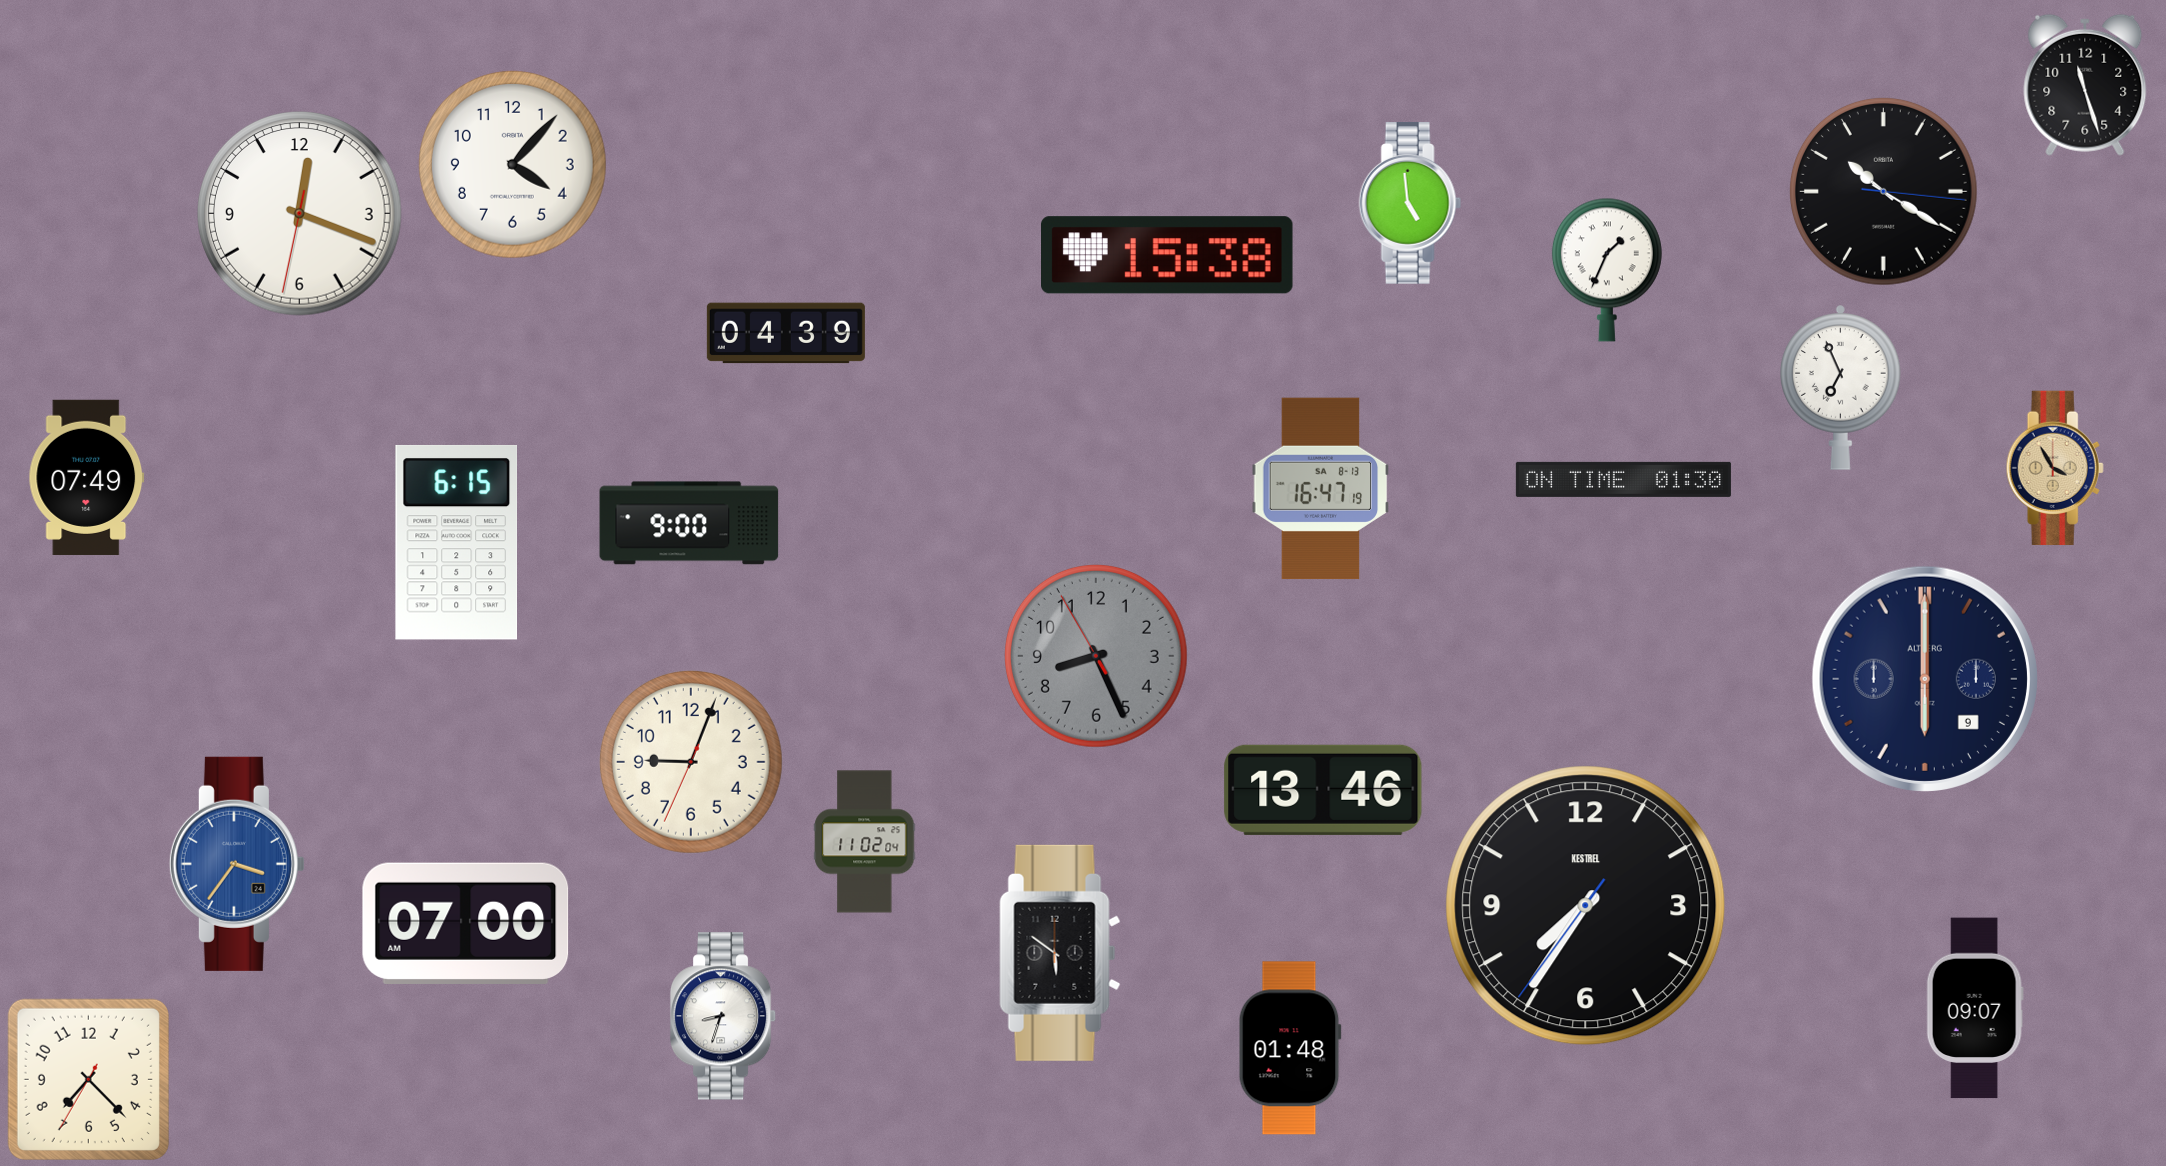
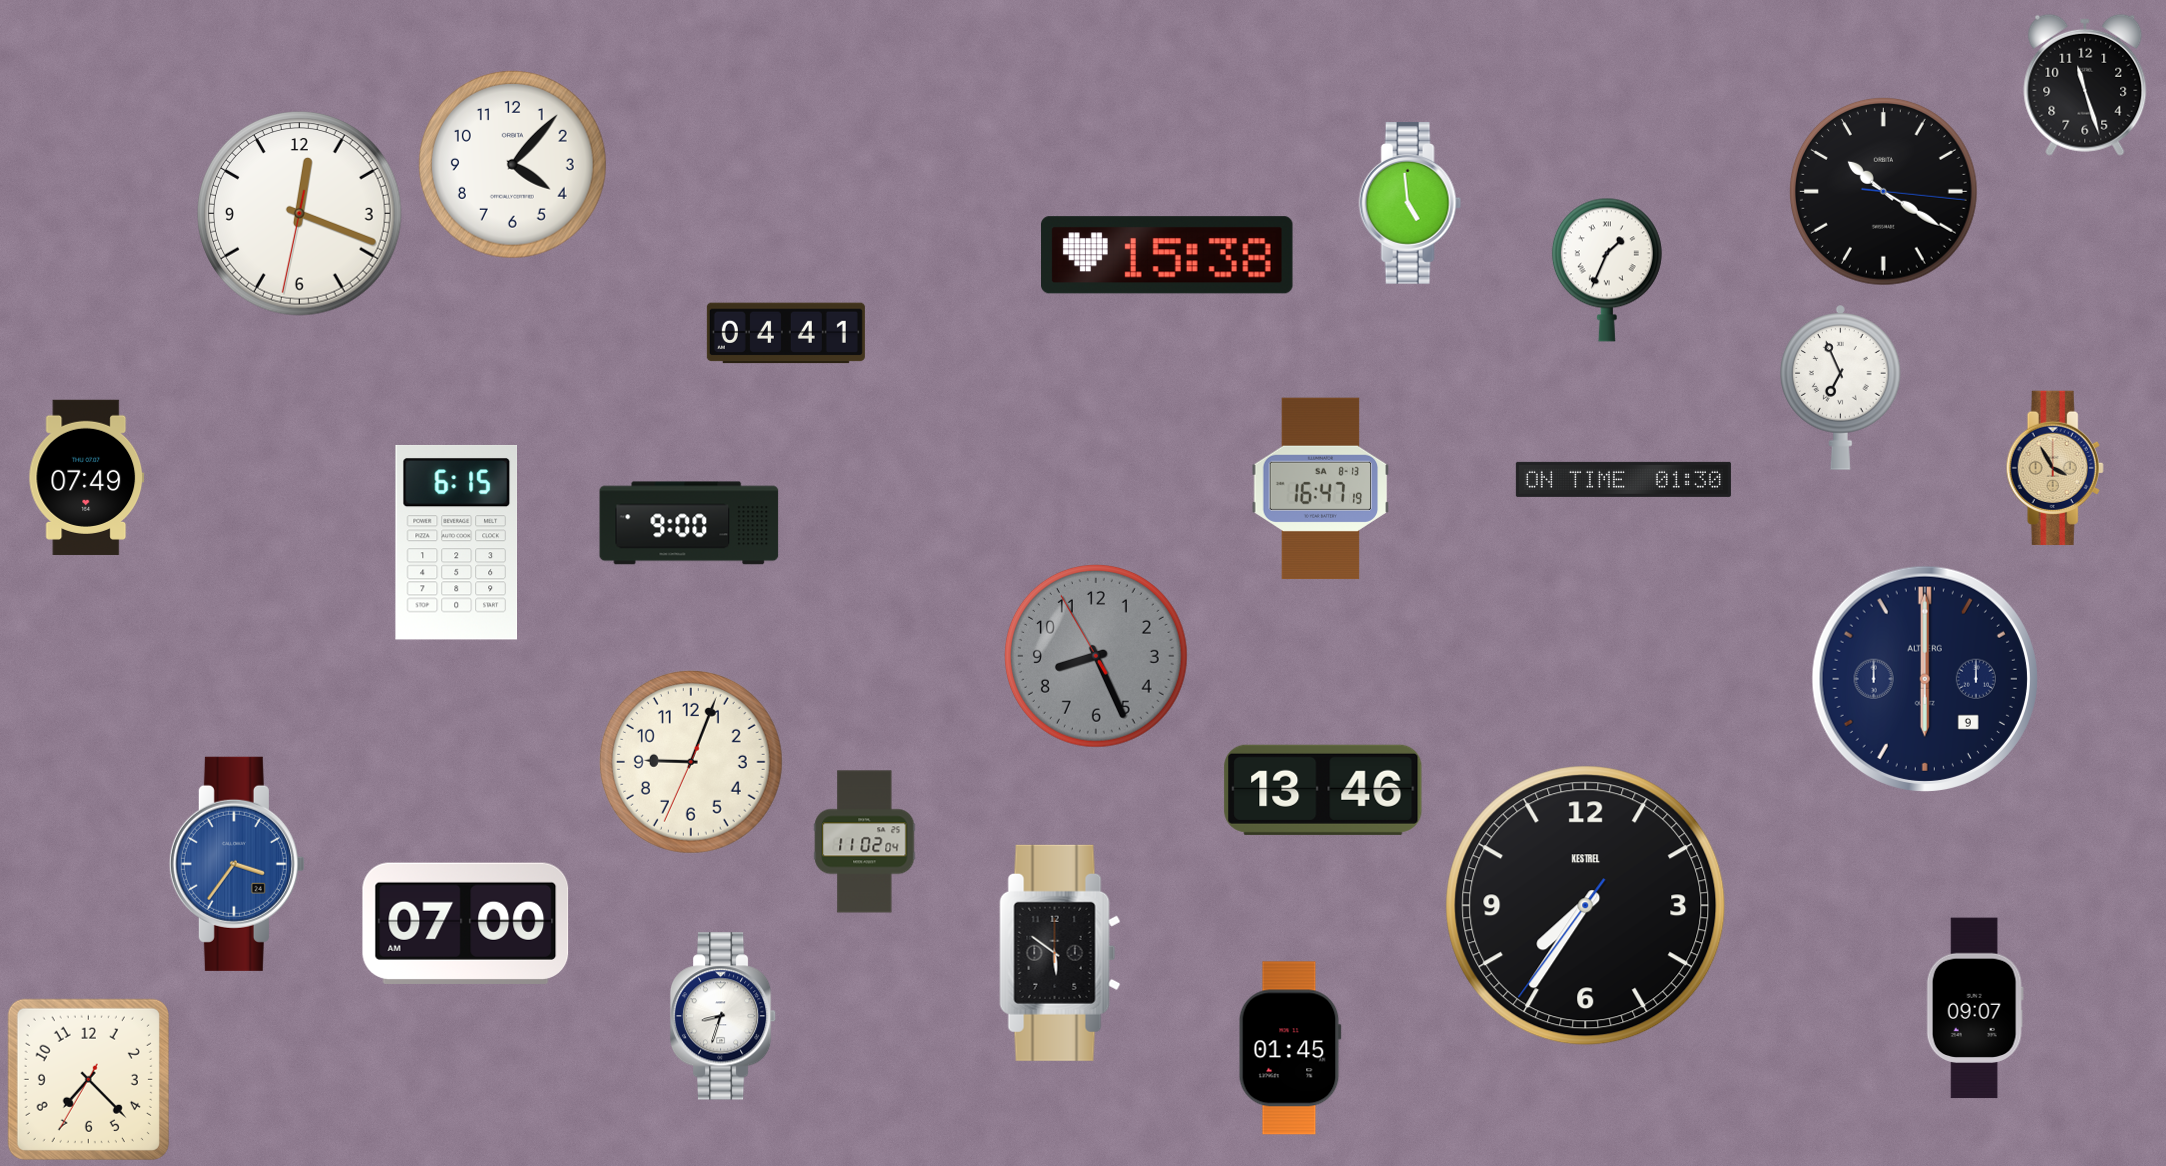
clock at (786, 333): 04:39 -> 04:41
clock at (1290, 1048): 01:48 -> 01:45
